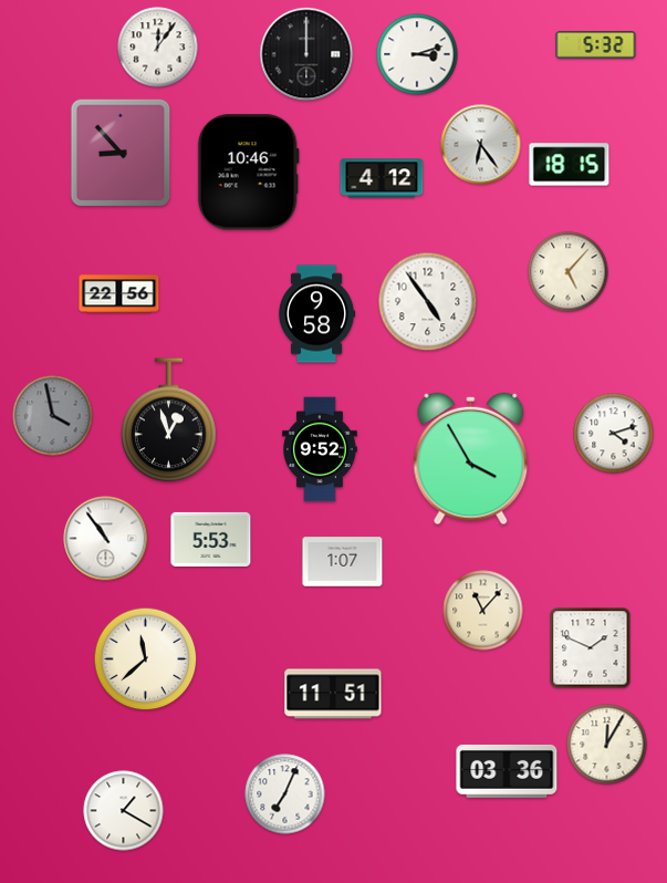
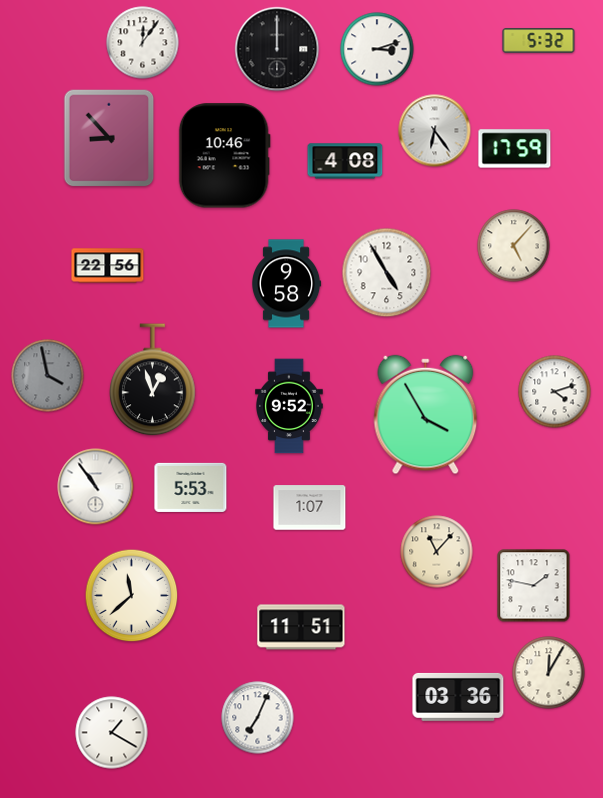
clock at (570, 165): 18:15 -> 17:59
clock at (382, 178): 4:12 -> 4:08
clock at (428, 302): 4:54 -> 4:55
clock at (591, 648): 1:49 -> 1:47
